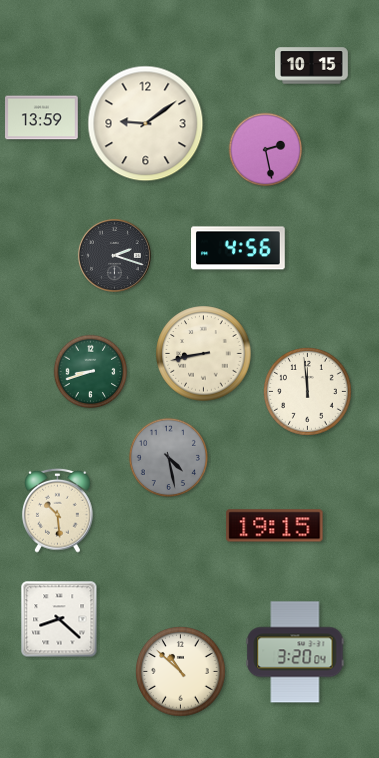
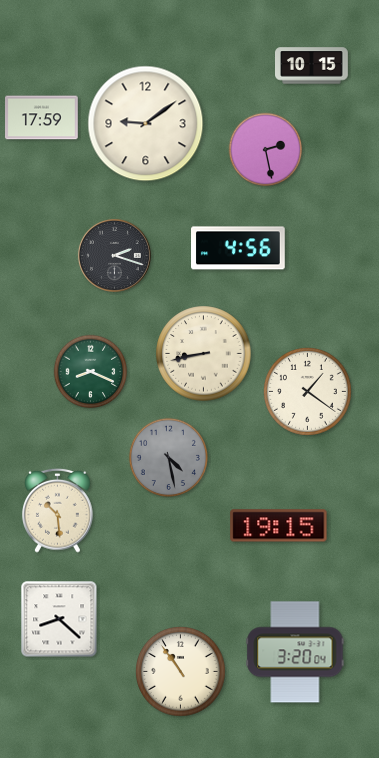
clock at (42, 118): 13:59 -> 17:59
clock at (91, 372): 8:42 -> 8:19
clock at (308, 392): 11:59 -> 1:21
clock at (275, 526) position: (275, 526) -> (279, 526)
clock at (181, 672): 10:52 -> 10:54
